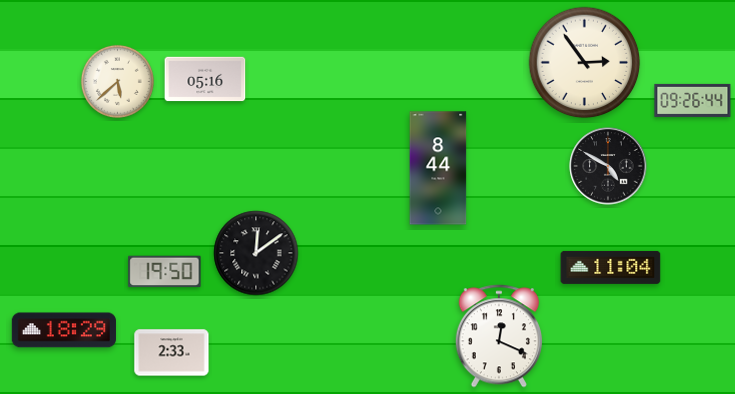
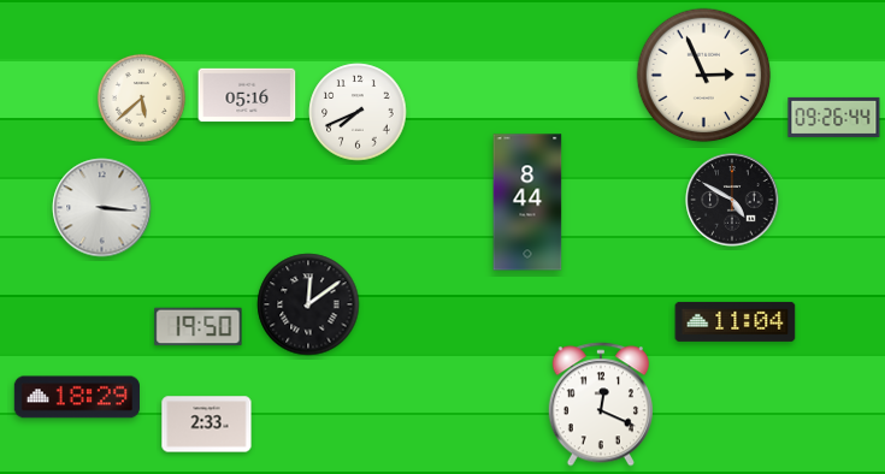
clock at (585, 63): 2:54 -> 2:56
clock at (358, 112): none -> 7:41
clock at (693, 100) position: (693, 100) -> (834, 117)
clock at (102, 208): none -> 3:16
